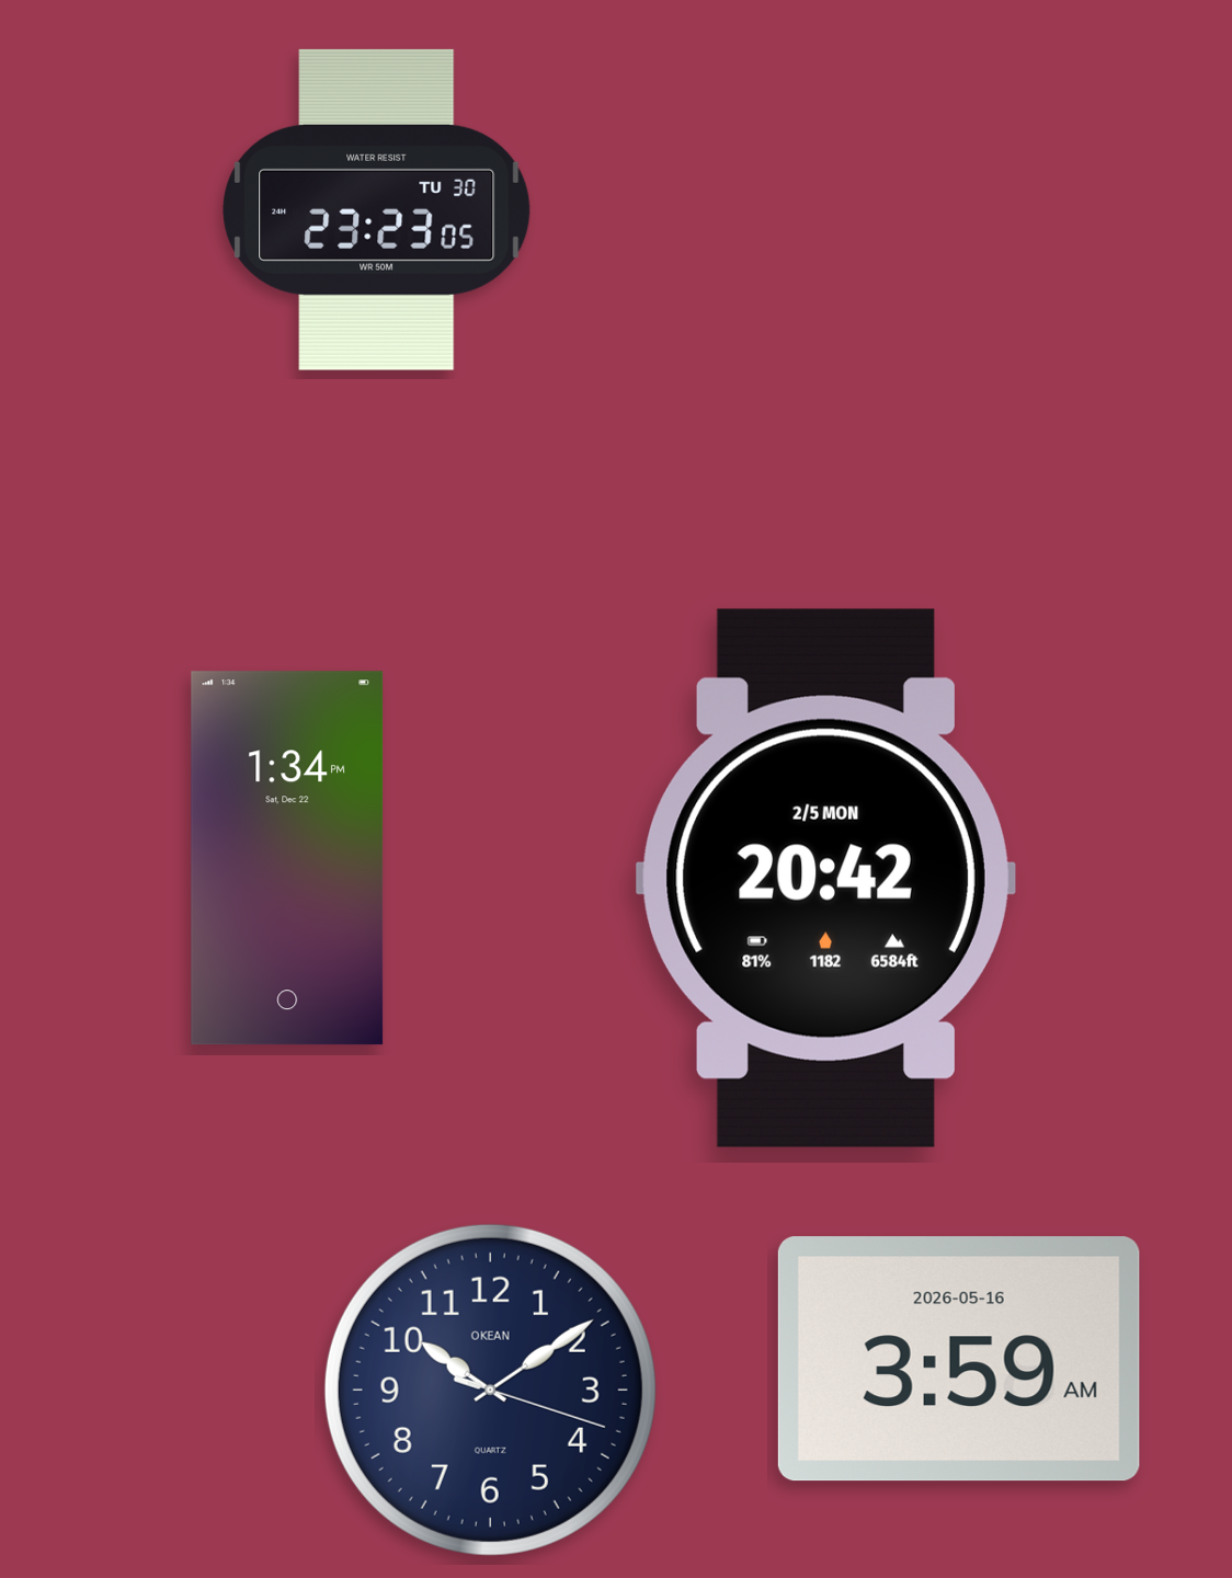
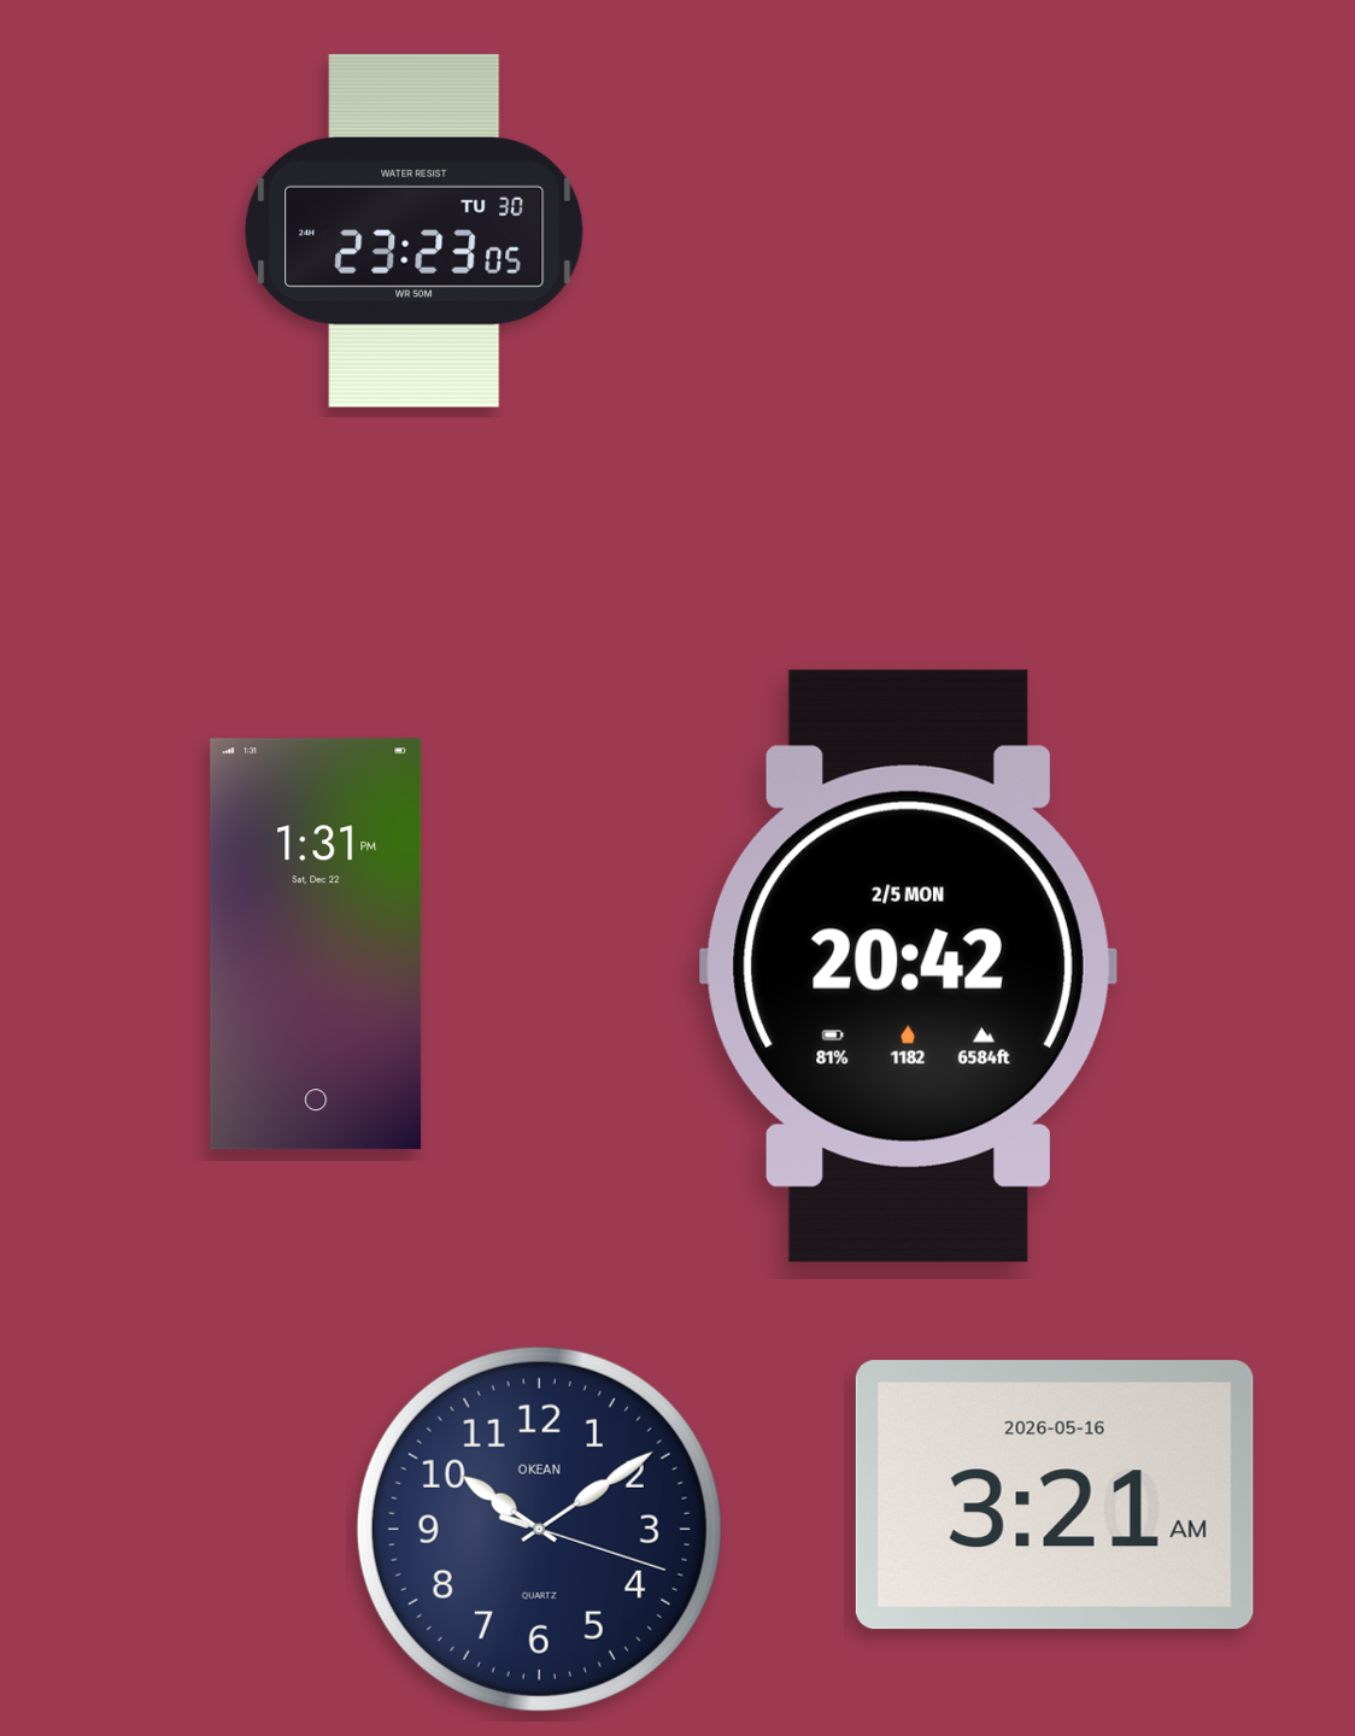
clock at (287, 858): 1:34 -> 1:31
clock at (959, 1359): 3:59 -> 3:21
